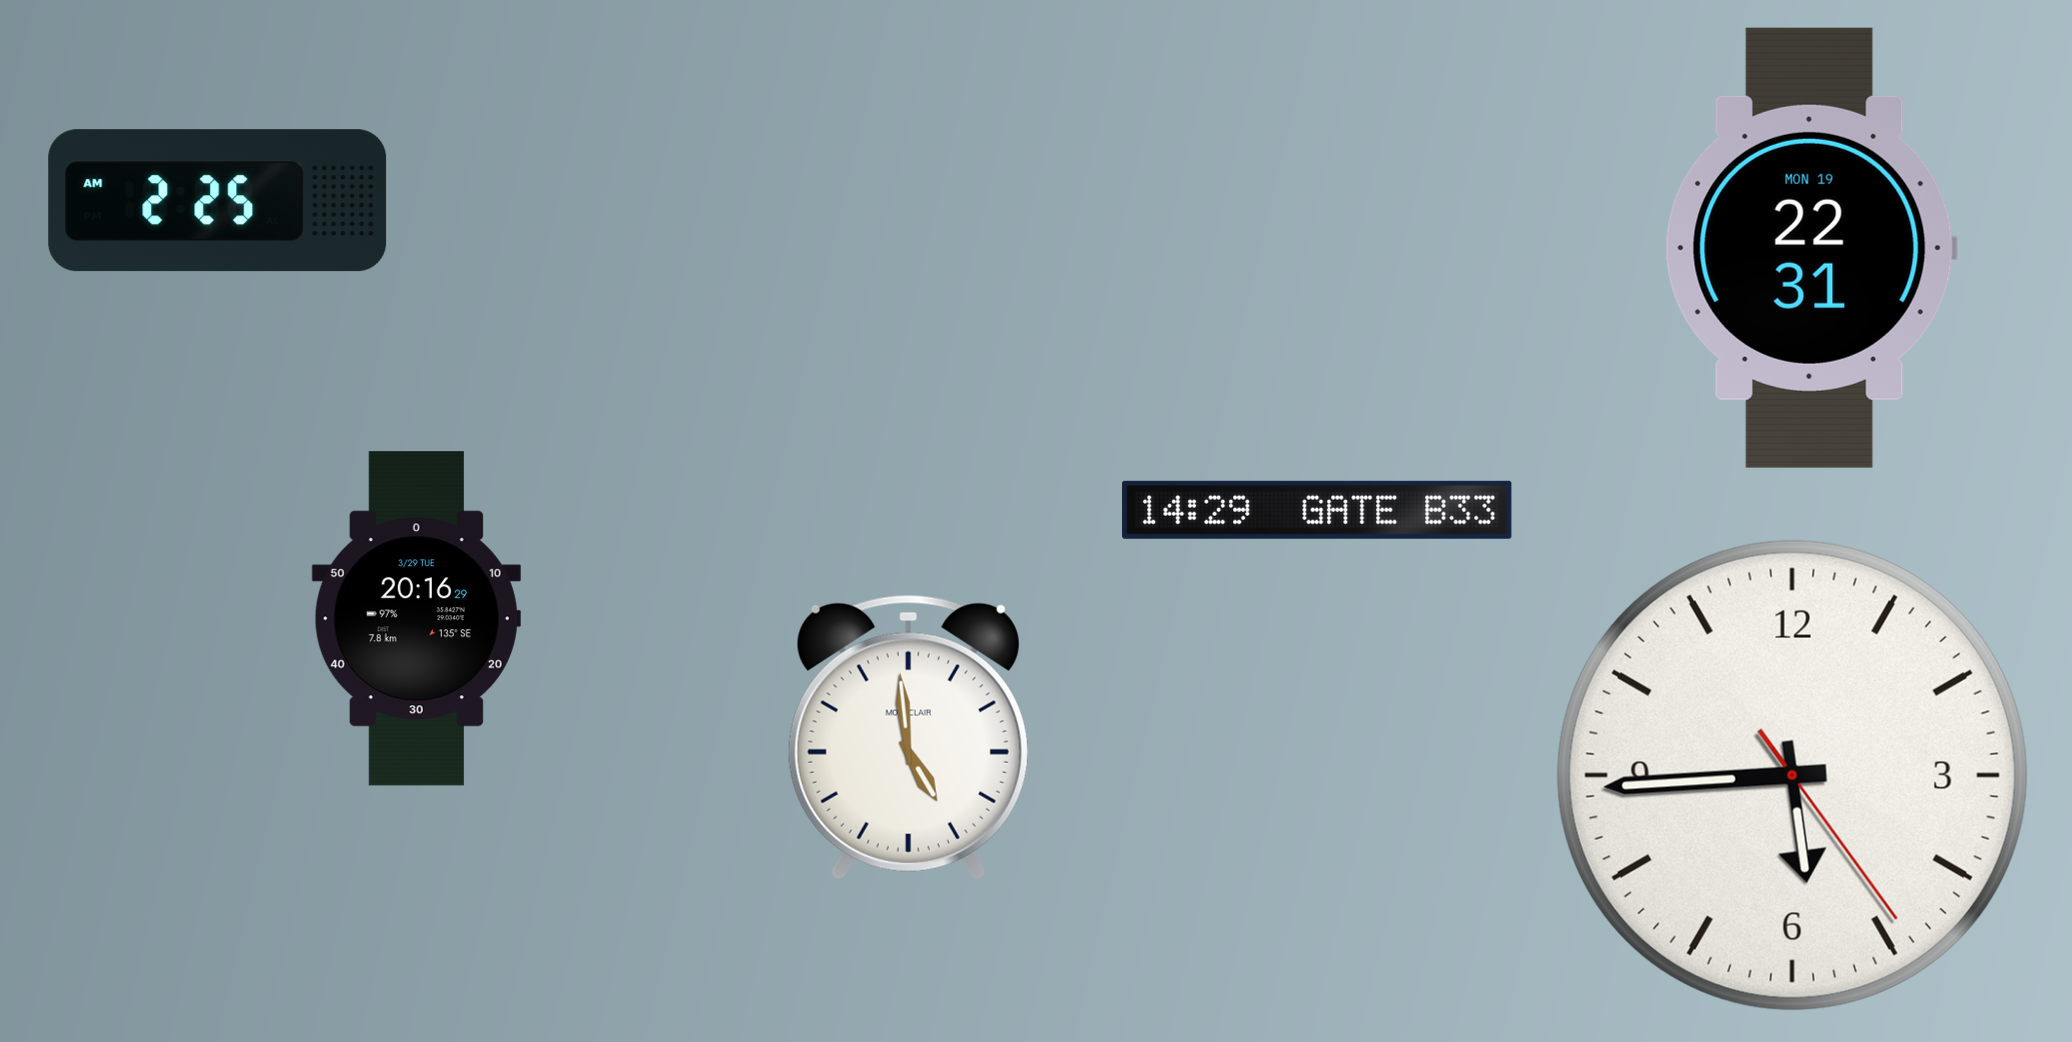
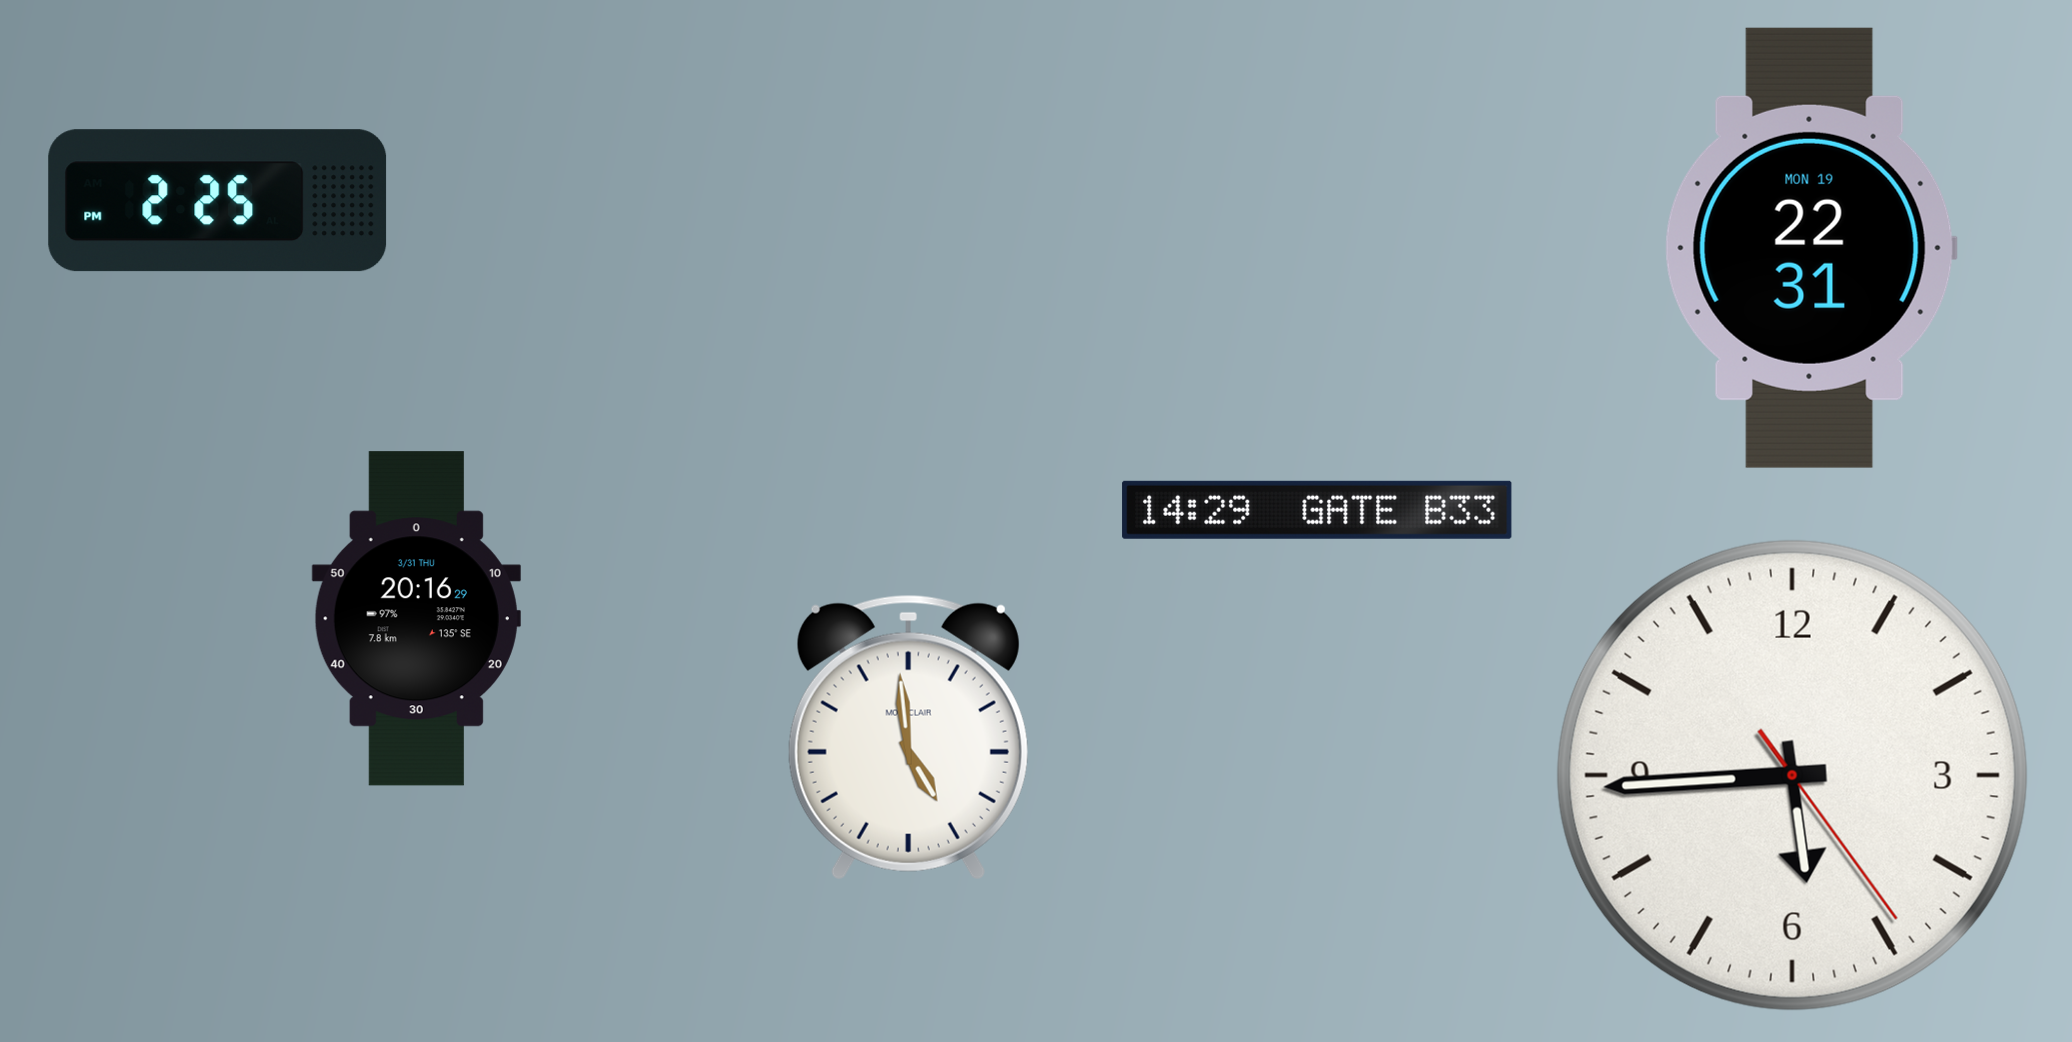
clock at (218, 201): 2:25 AM -> 2:25 PM
clock at (416, 619) date: 3/29 TUE -> 3/31 THU
